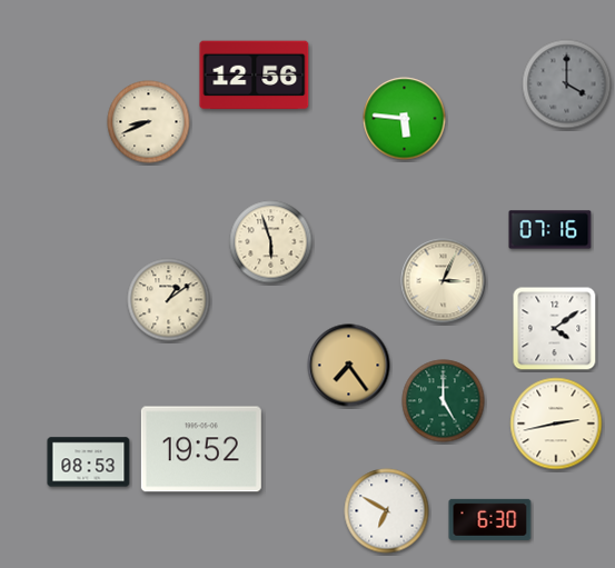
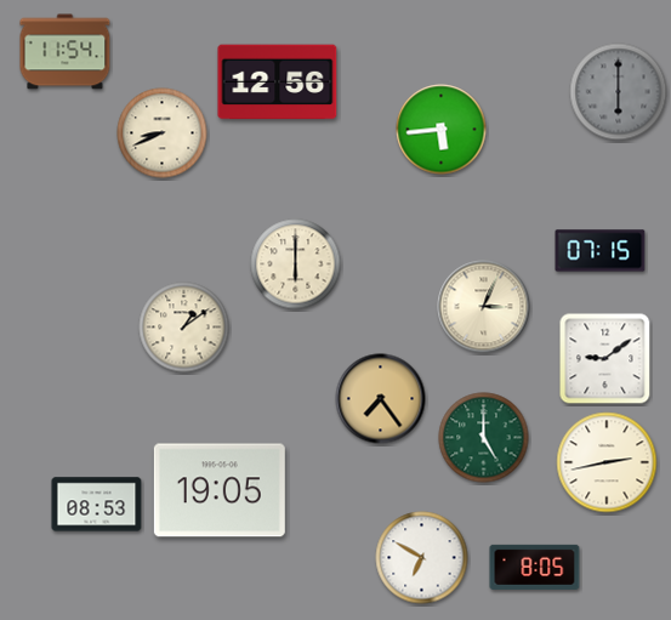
clock at (66, 52): none -> 11:54
clock at (567, 84): 4:00 -> 6:00
clock at (405, 119): 5:46 -> 5:44
clock at (550, 230): 07:16 -> 07:15
clock at (271, 242): 5:57 -> 6:00
clock at (555, 329): 4:09 -> 9:09
clock at (201, 449): 19:52 -> 19:05
clock at (490, 519): 6:30 -> 8:05
